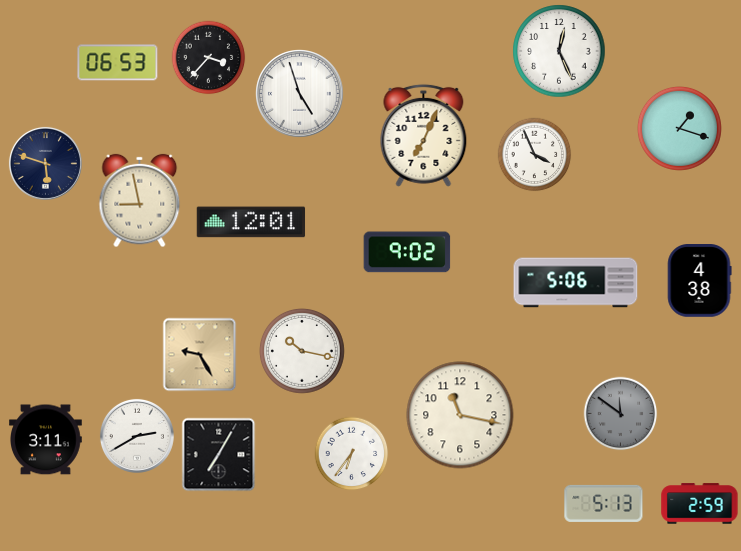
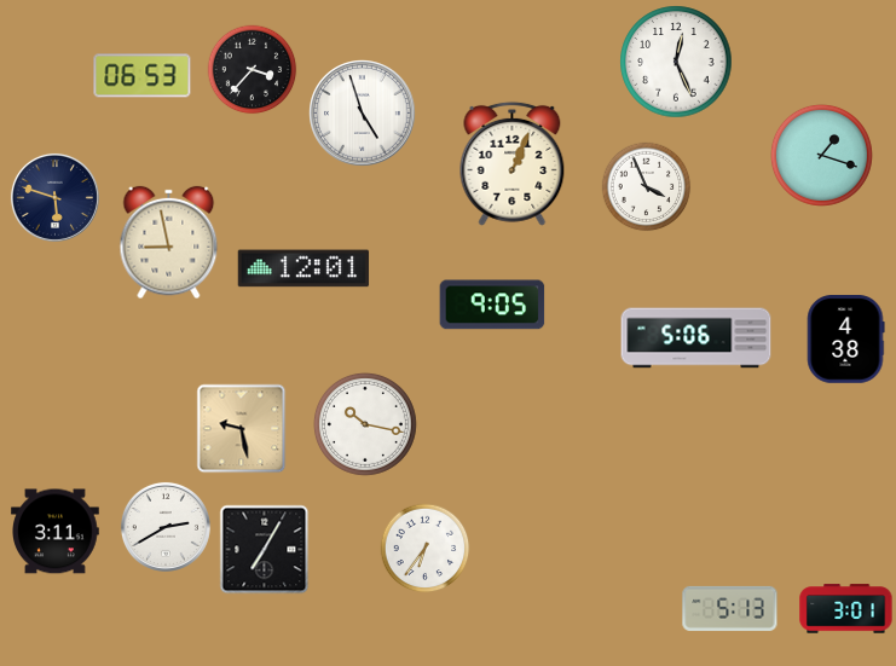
clock at (424, 135): 7:04 -> 1:04
clock at (407, 252): 9:02 -> 9:05
clock at (576, 283) position: (576, 283) -> (696, 338)
clock at (200, 355): 9:25 -> 9:28
clock at (621, 414): 11:51 -> none
clock at (460, 415): 11:17 -> none
clock at (700, 504): 2:59 -> 3:01
